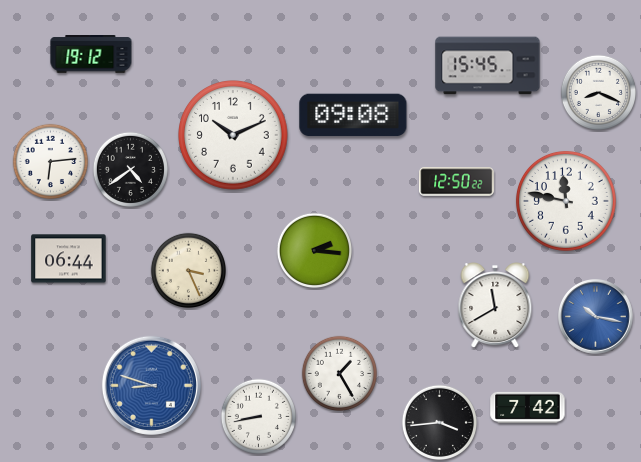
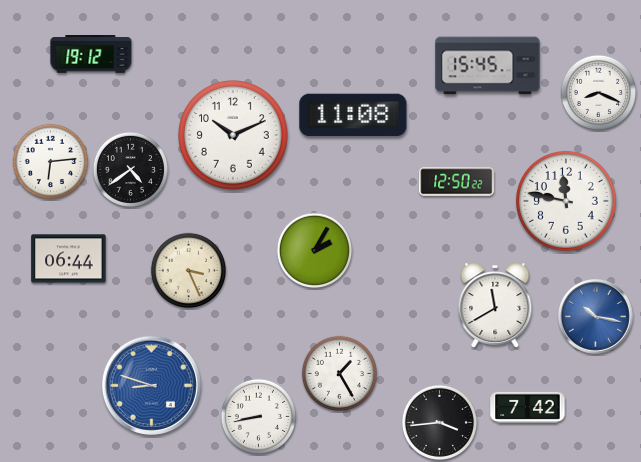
clock at (353, 115): 09:08 -> 11:08
clock at (314, 250): 2:16 -> 2:05
